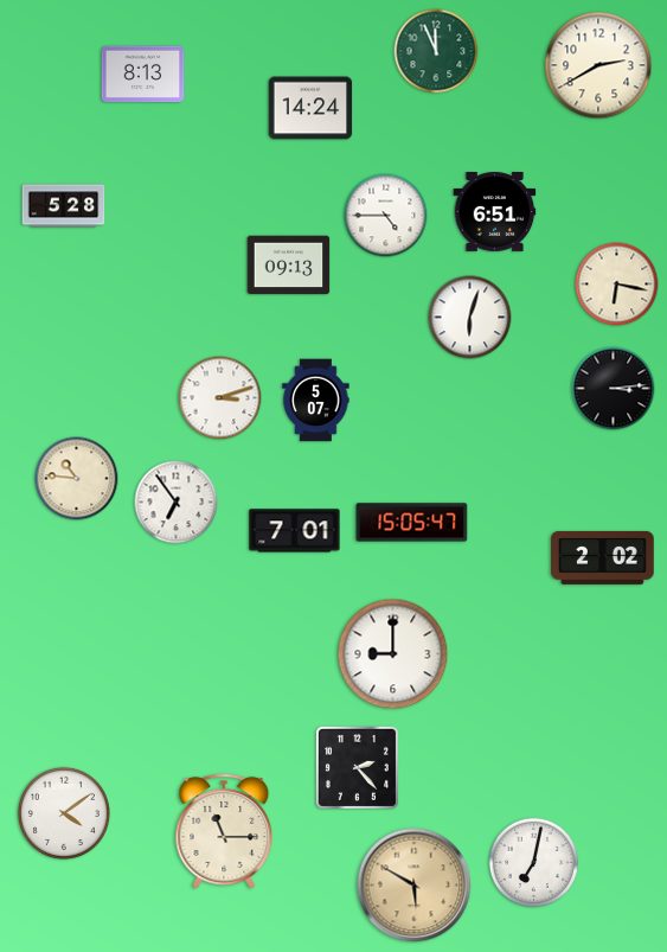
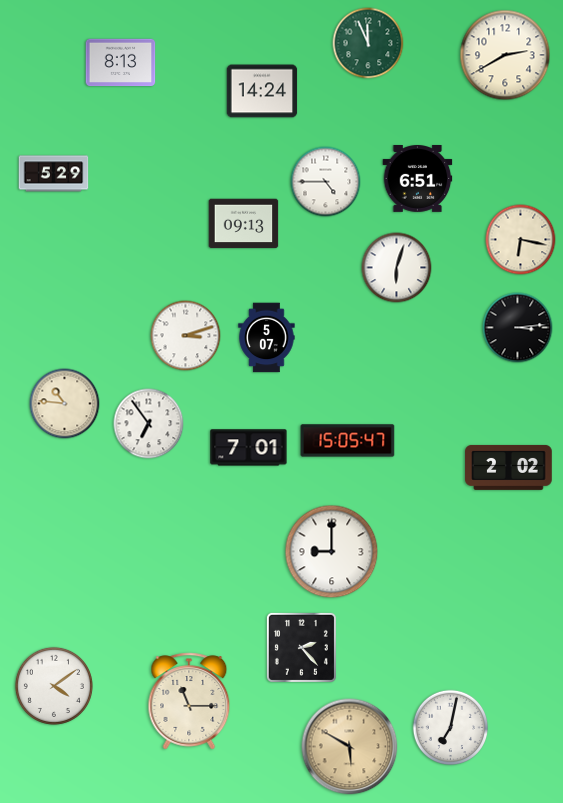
clock at (64, 206): 5:28 -> 5:29
clock at (603, 557) position: (603, 557) -> (509, 467)
